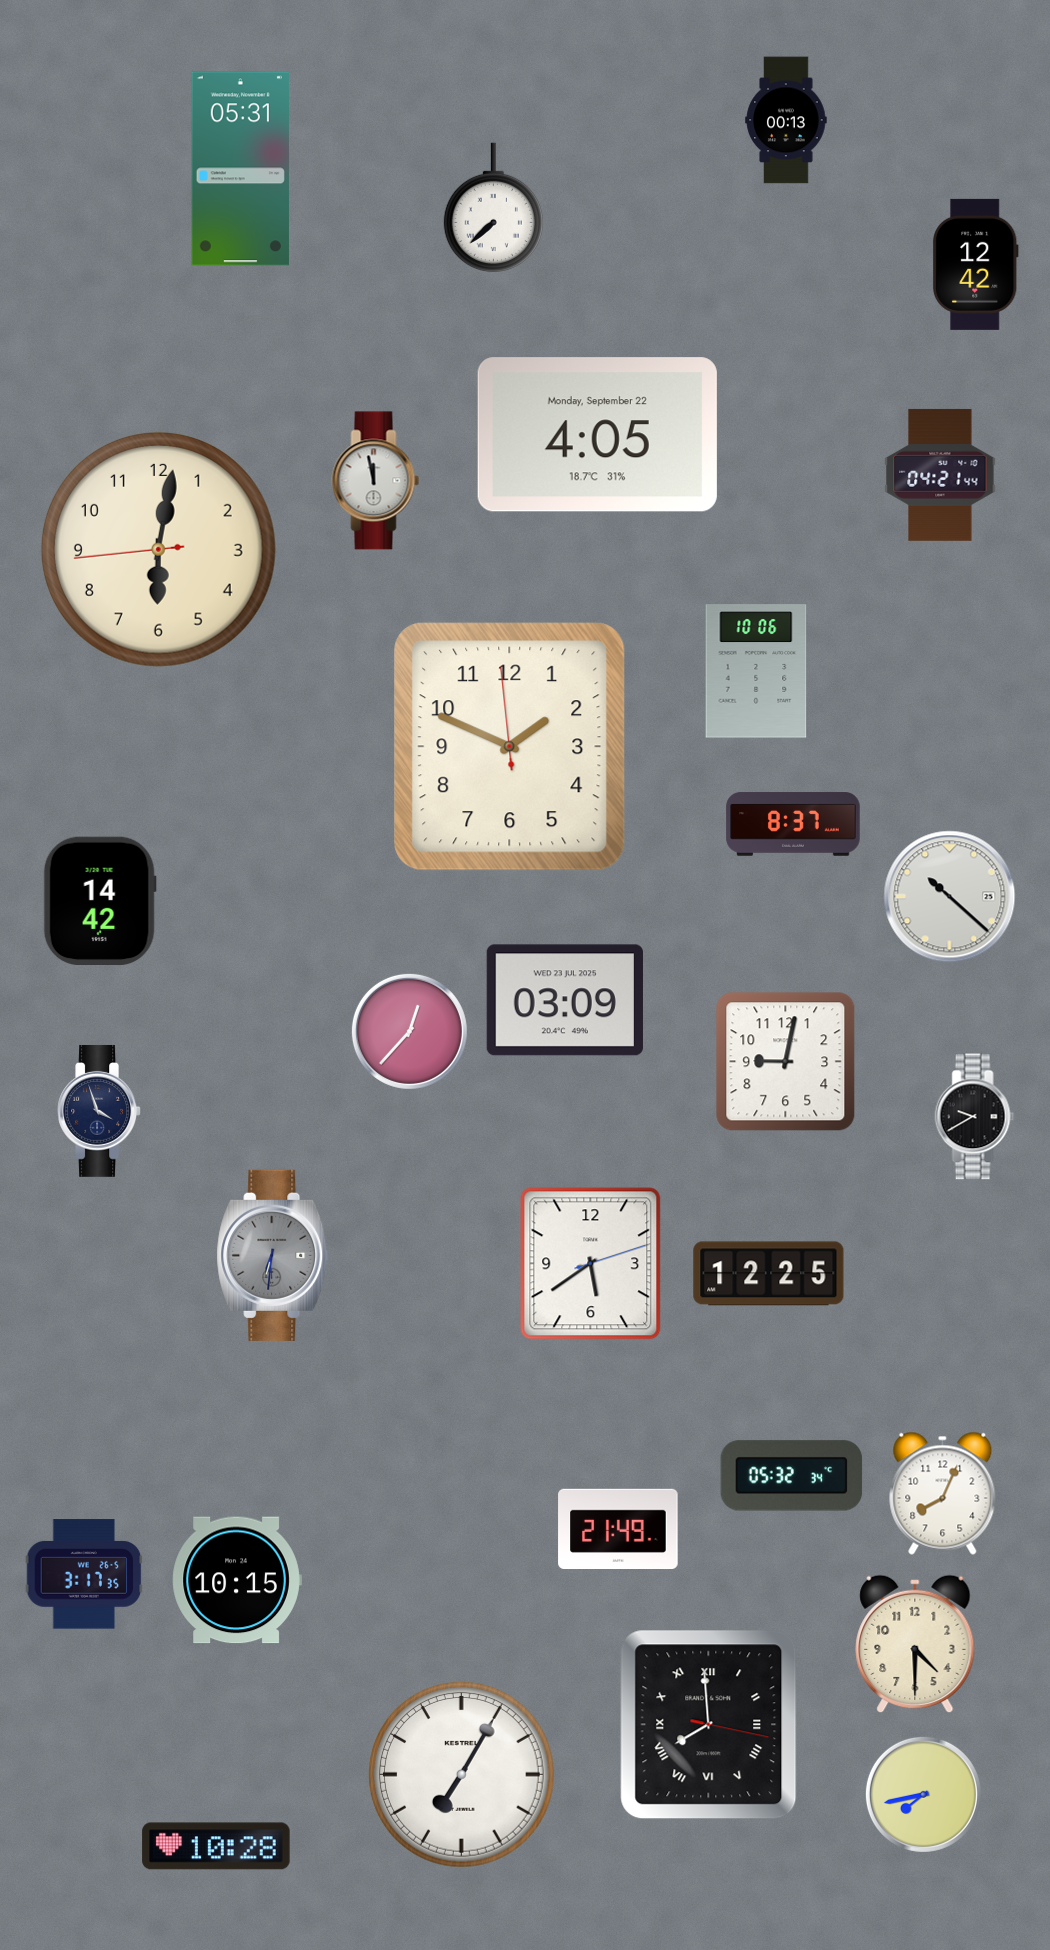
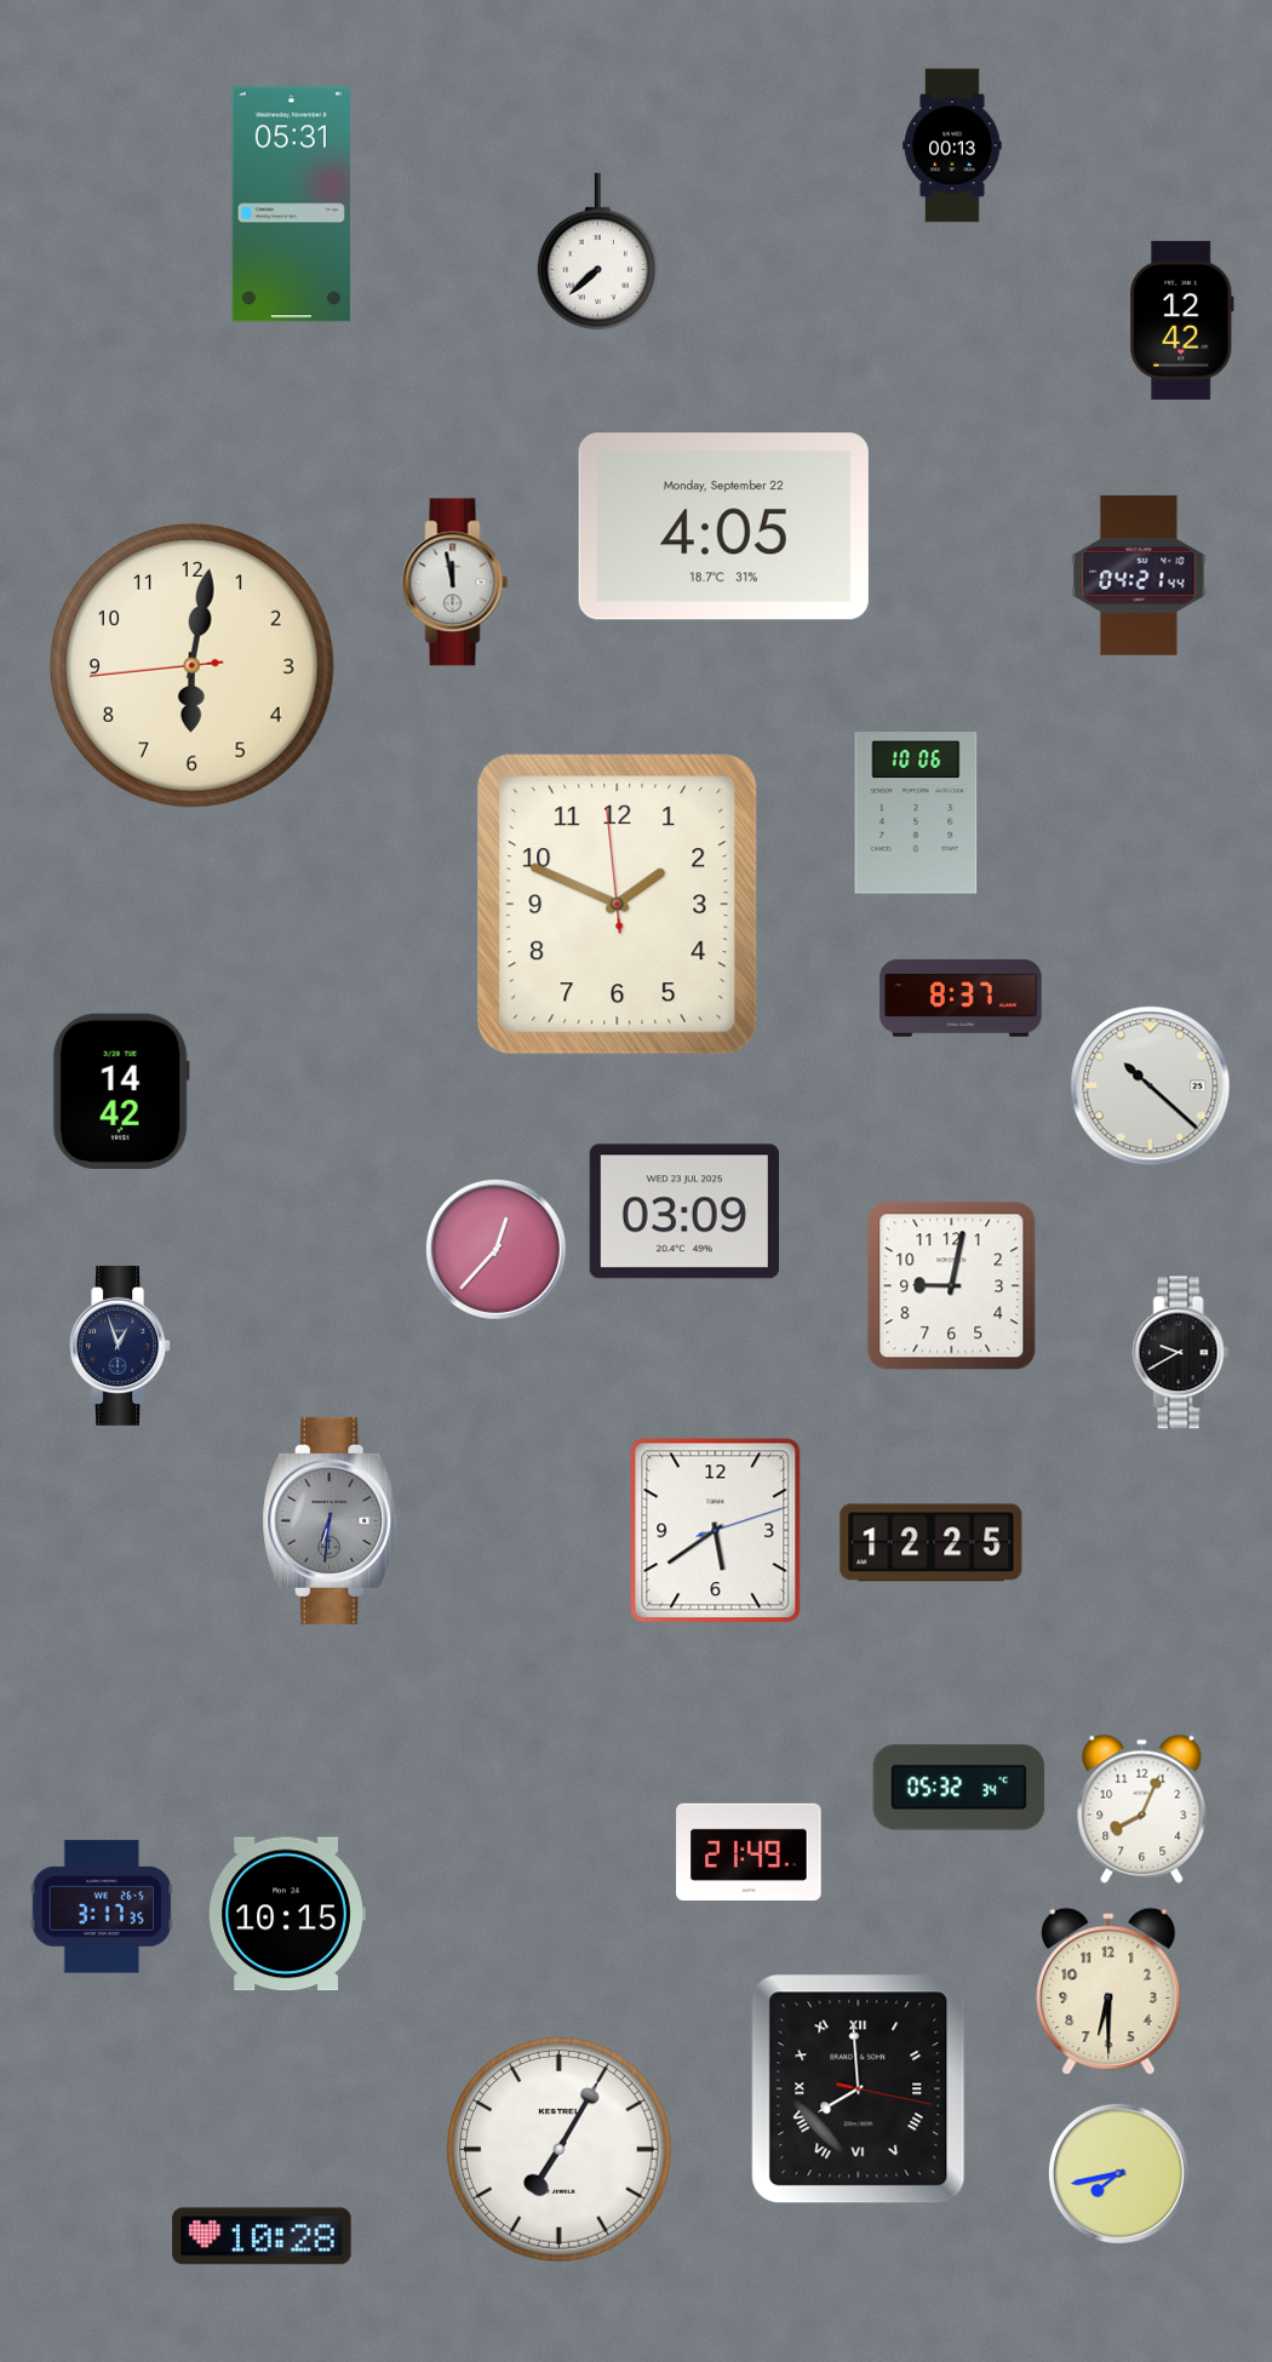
clock at (99, 1111): 3:57 -> 12:57
clock at (915, 1644): 4:30 -> 6:30
